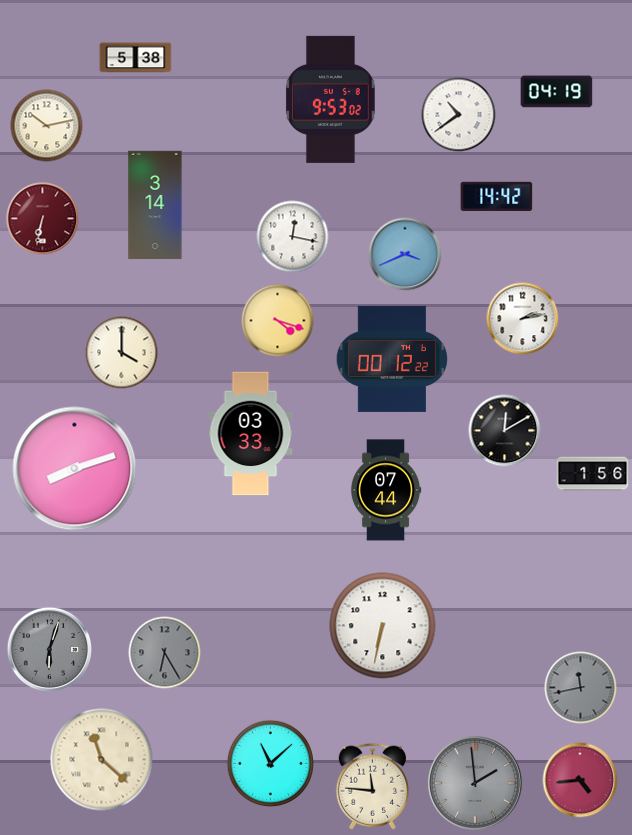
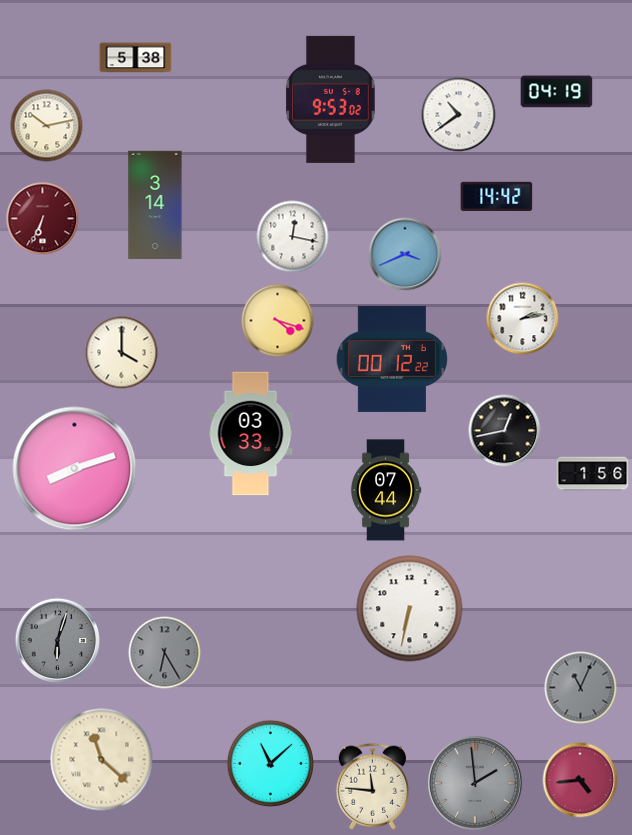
clock at (43, 219): 6:32 -> 6:34
clock at (505, 431): 12:10 -> 12:43
clock at (383, 626) position: (383, 626) -> (410, 609)
clock at (49, 649) position: (49, 649) -> (57, 640)
clock at (581, 688): 11:43 -> 11:04
